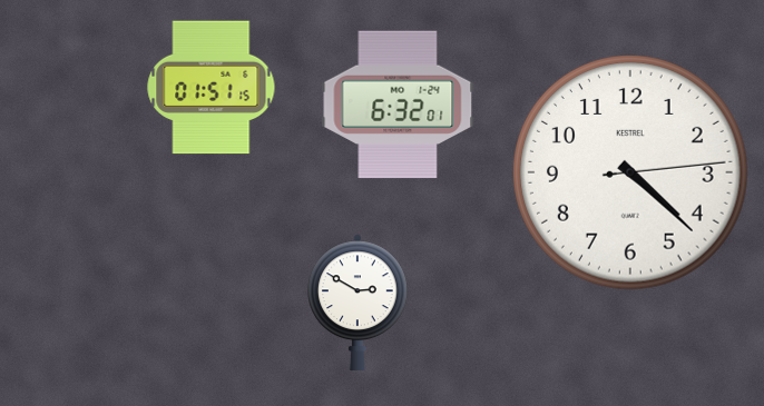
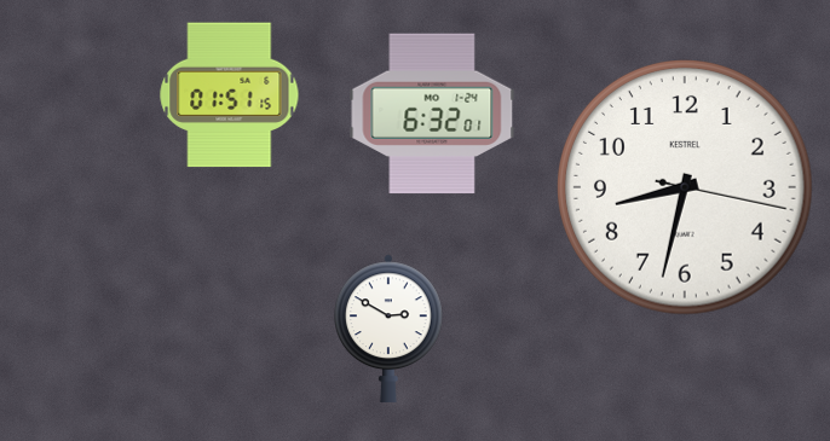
clock at (631, 174): 4:22 -> 8:32
